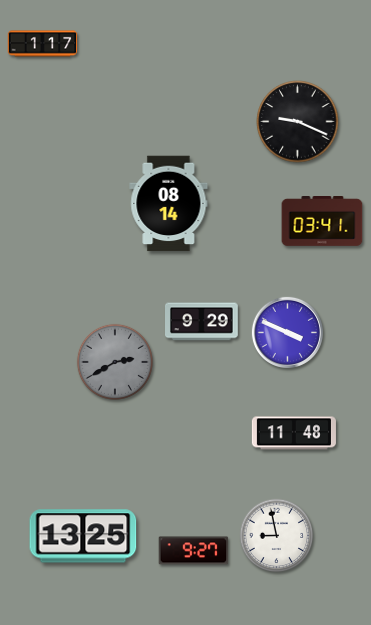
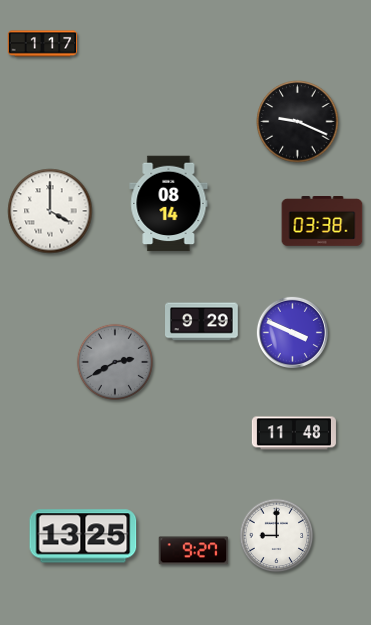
clock at (50, 211): none -> 4:00
clock at (322, 222): 03:41 -> 03:38
clock at (287, 332) position: (287, 332) -> (292, 332)
clock at (277, 536): 8:58 -> 9:00
